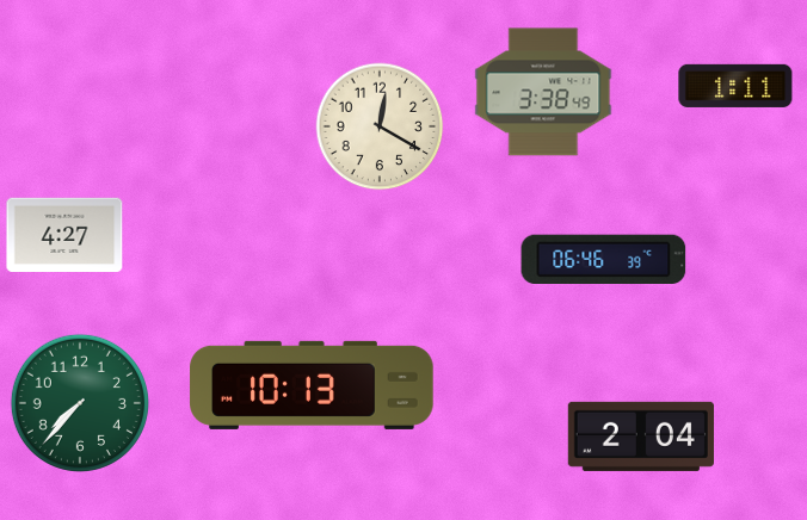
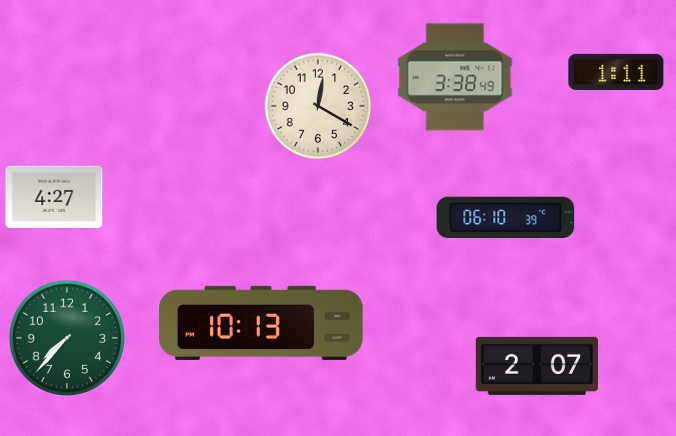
clock at (604, 259): 06:46 -> 06:10
clock at (641, 437): 2:04 -> 2:07
